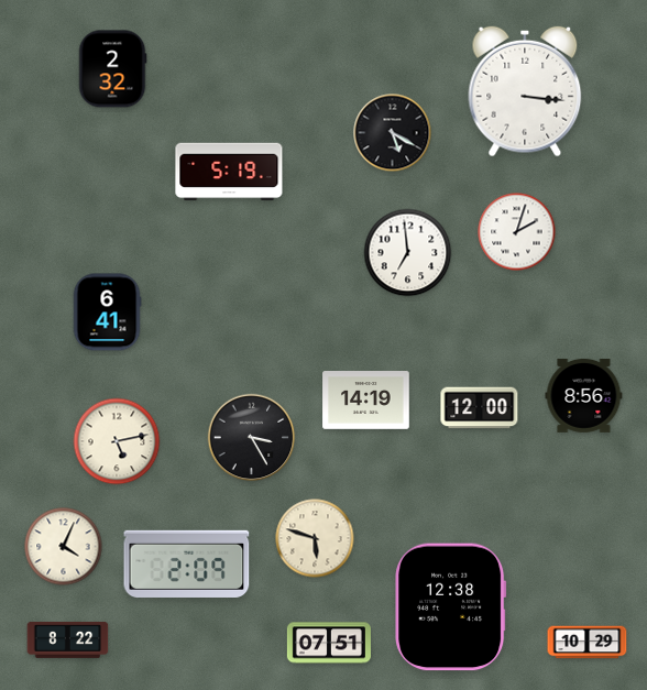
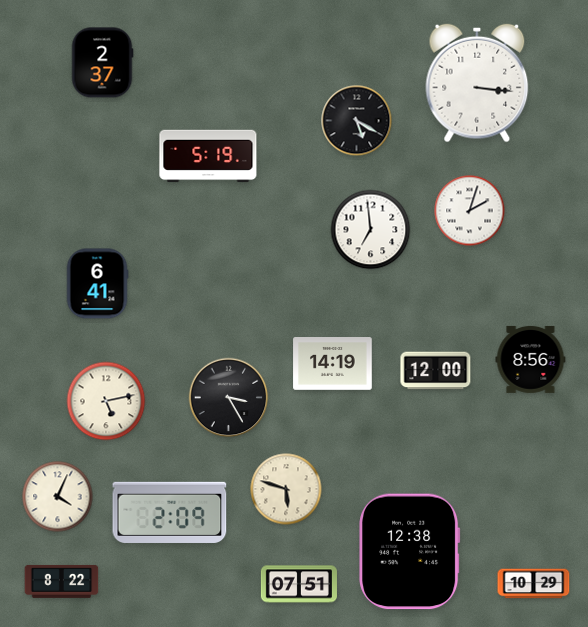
clock at (112, 69): 2:32 -> 2:37
